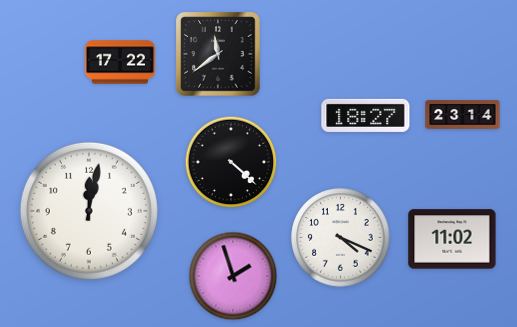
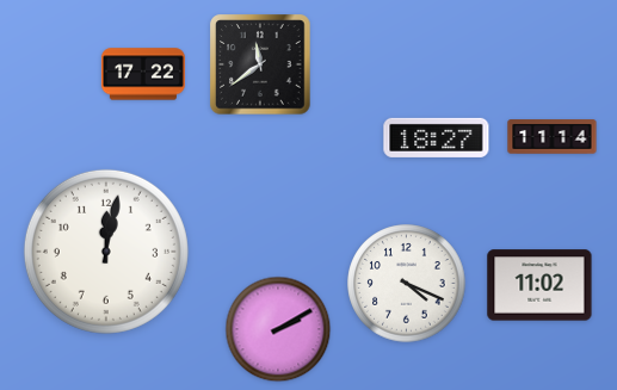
clock at (463, 115): 23:14 -> 11:14
clock at (231, 162): 4:22 -> none
clock at (233, 276): 1:57 -> 2:10
